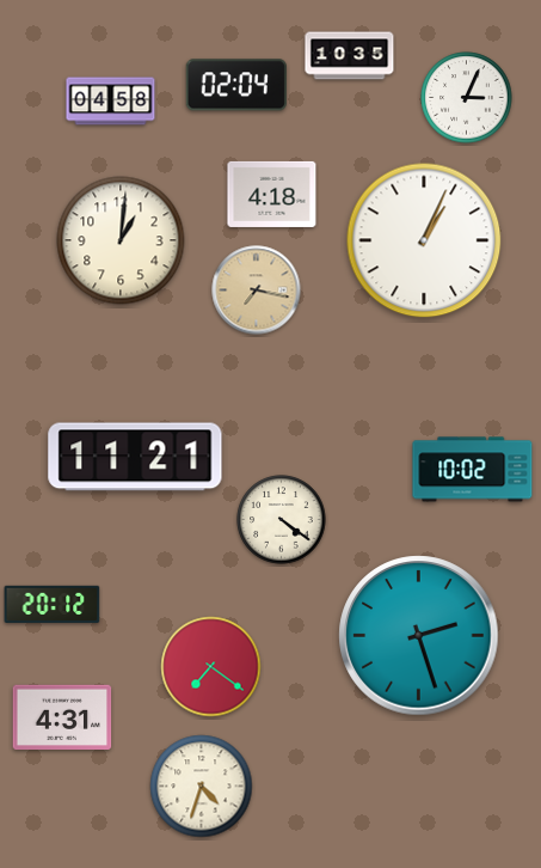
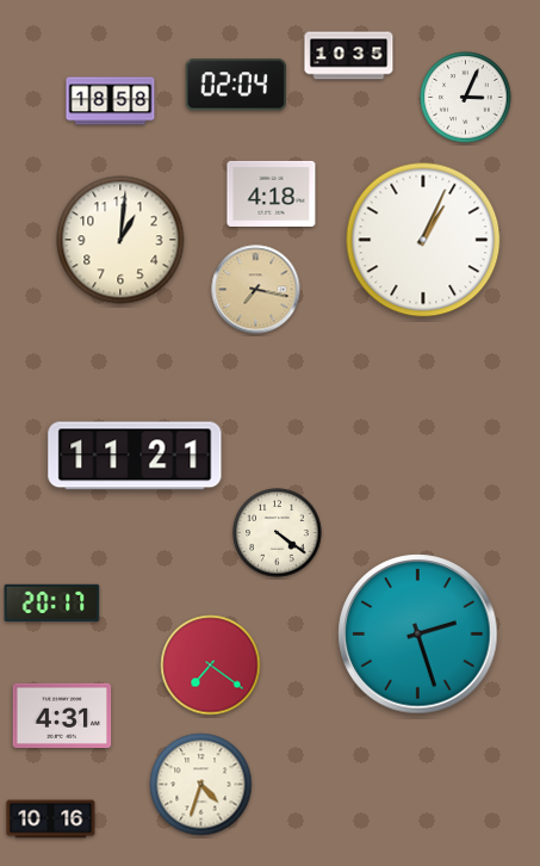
clock at (111, 102): 04:58 -> 18:58
clock at (473, 470): 10:02 -> none
clock at (282, 520) position: (282, 520) -> (278, 533)
clock at (53, 604): 20:12 -> 20:17
clock at (51, 819): none -> 10:16
